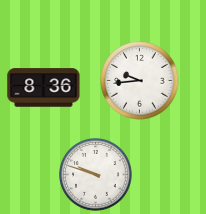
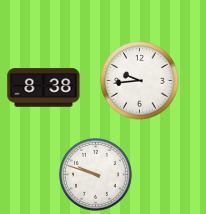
clock at (44, 88): 8:36 -> 8:38
